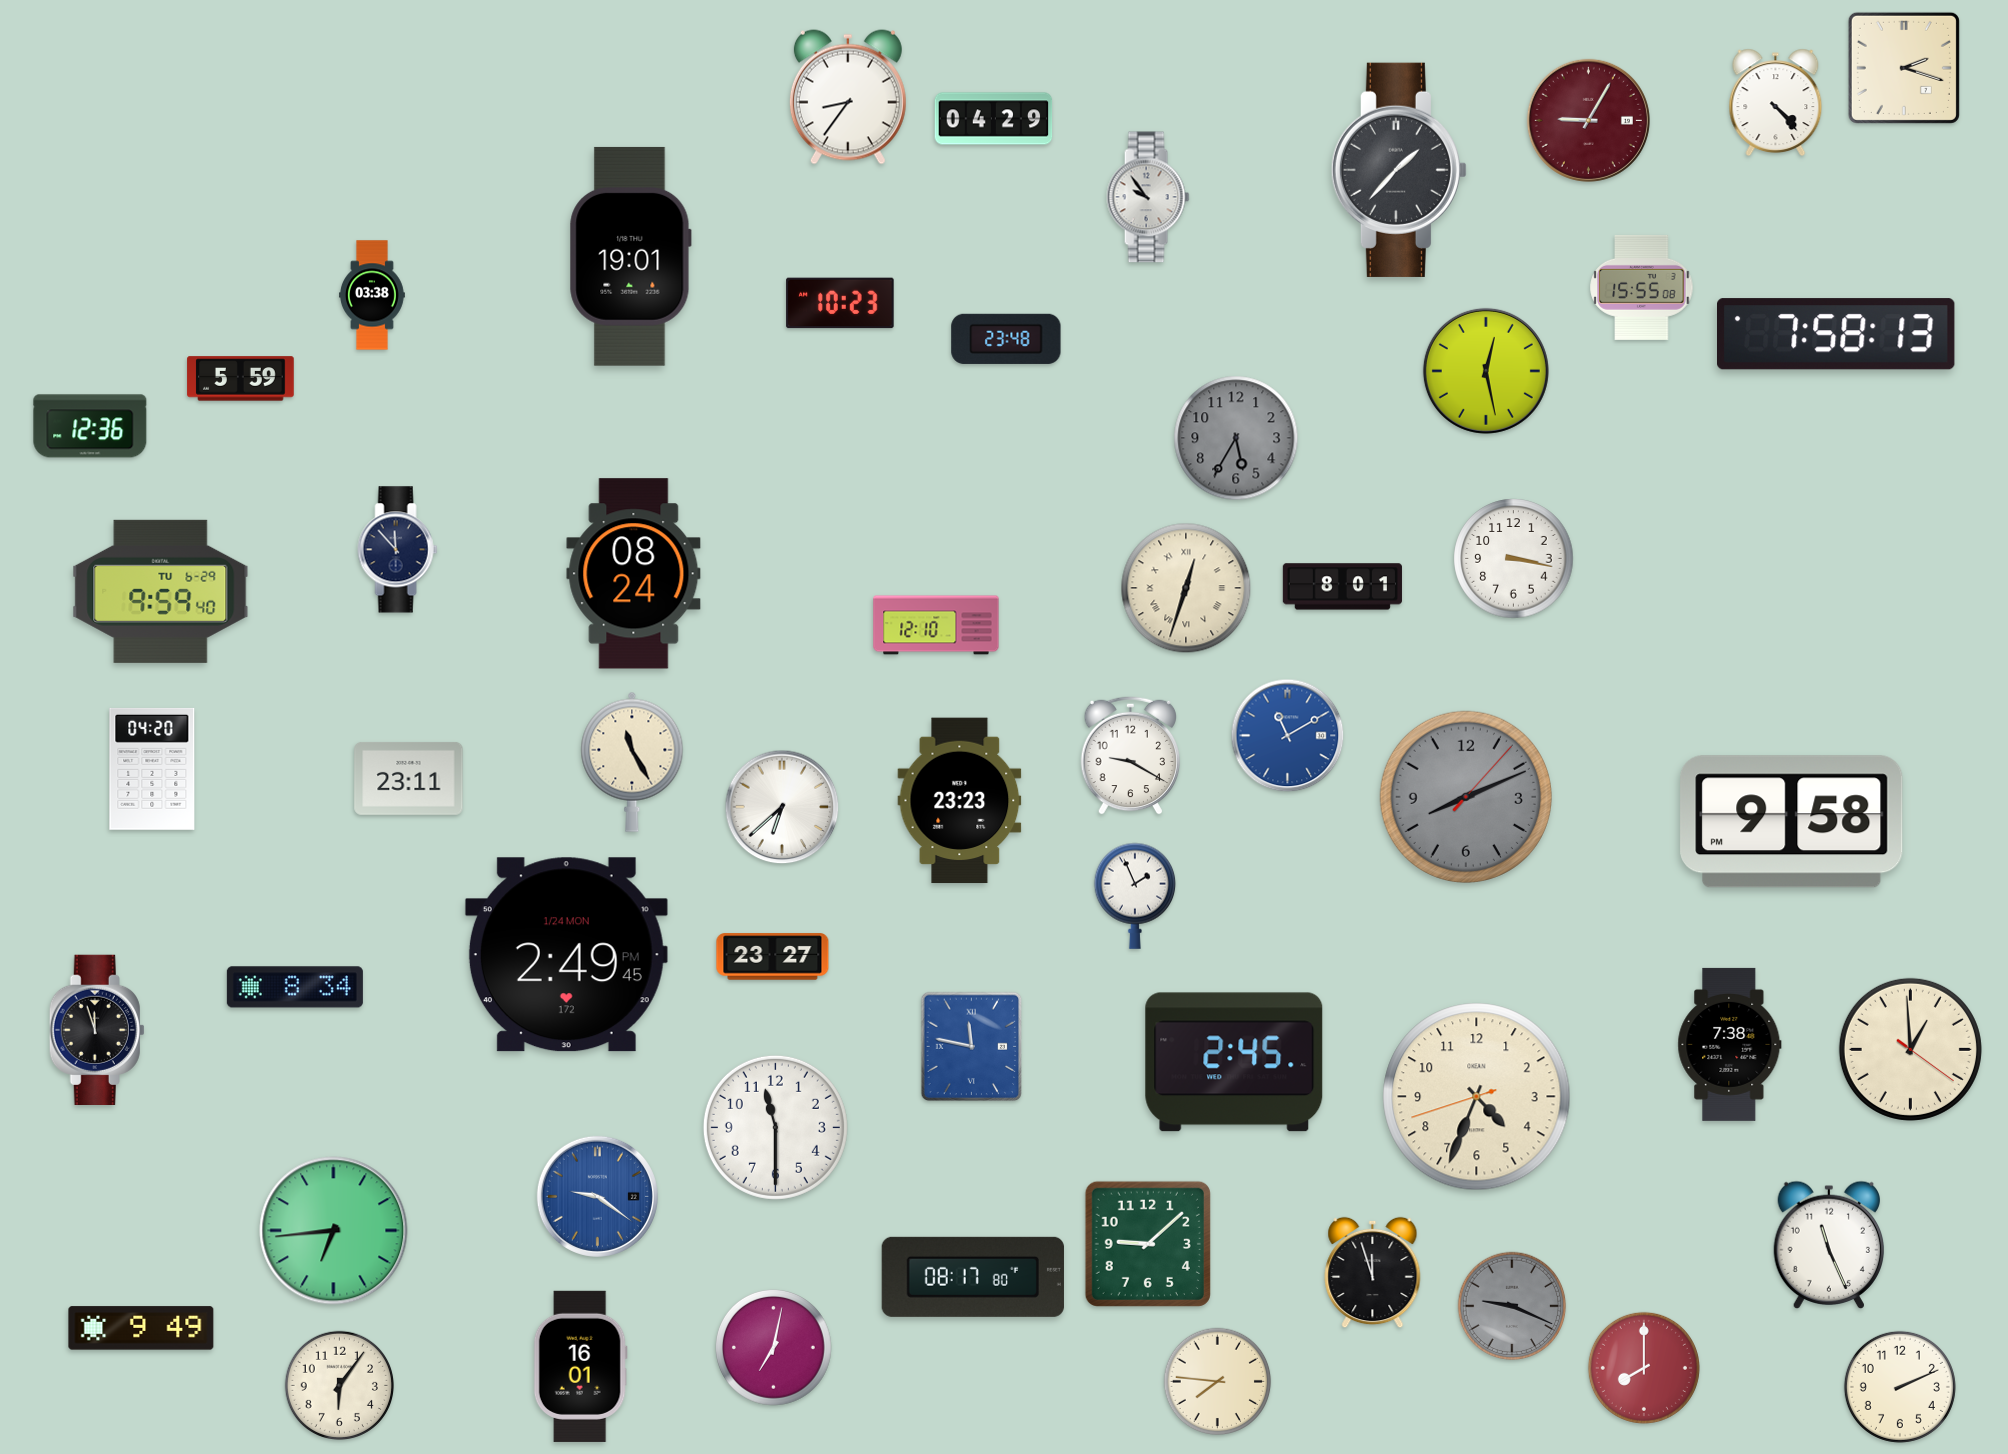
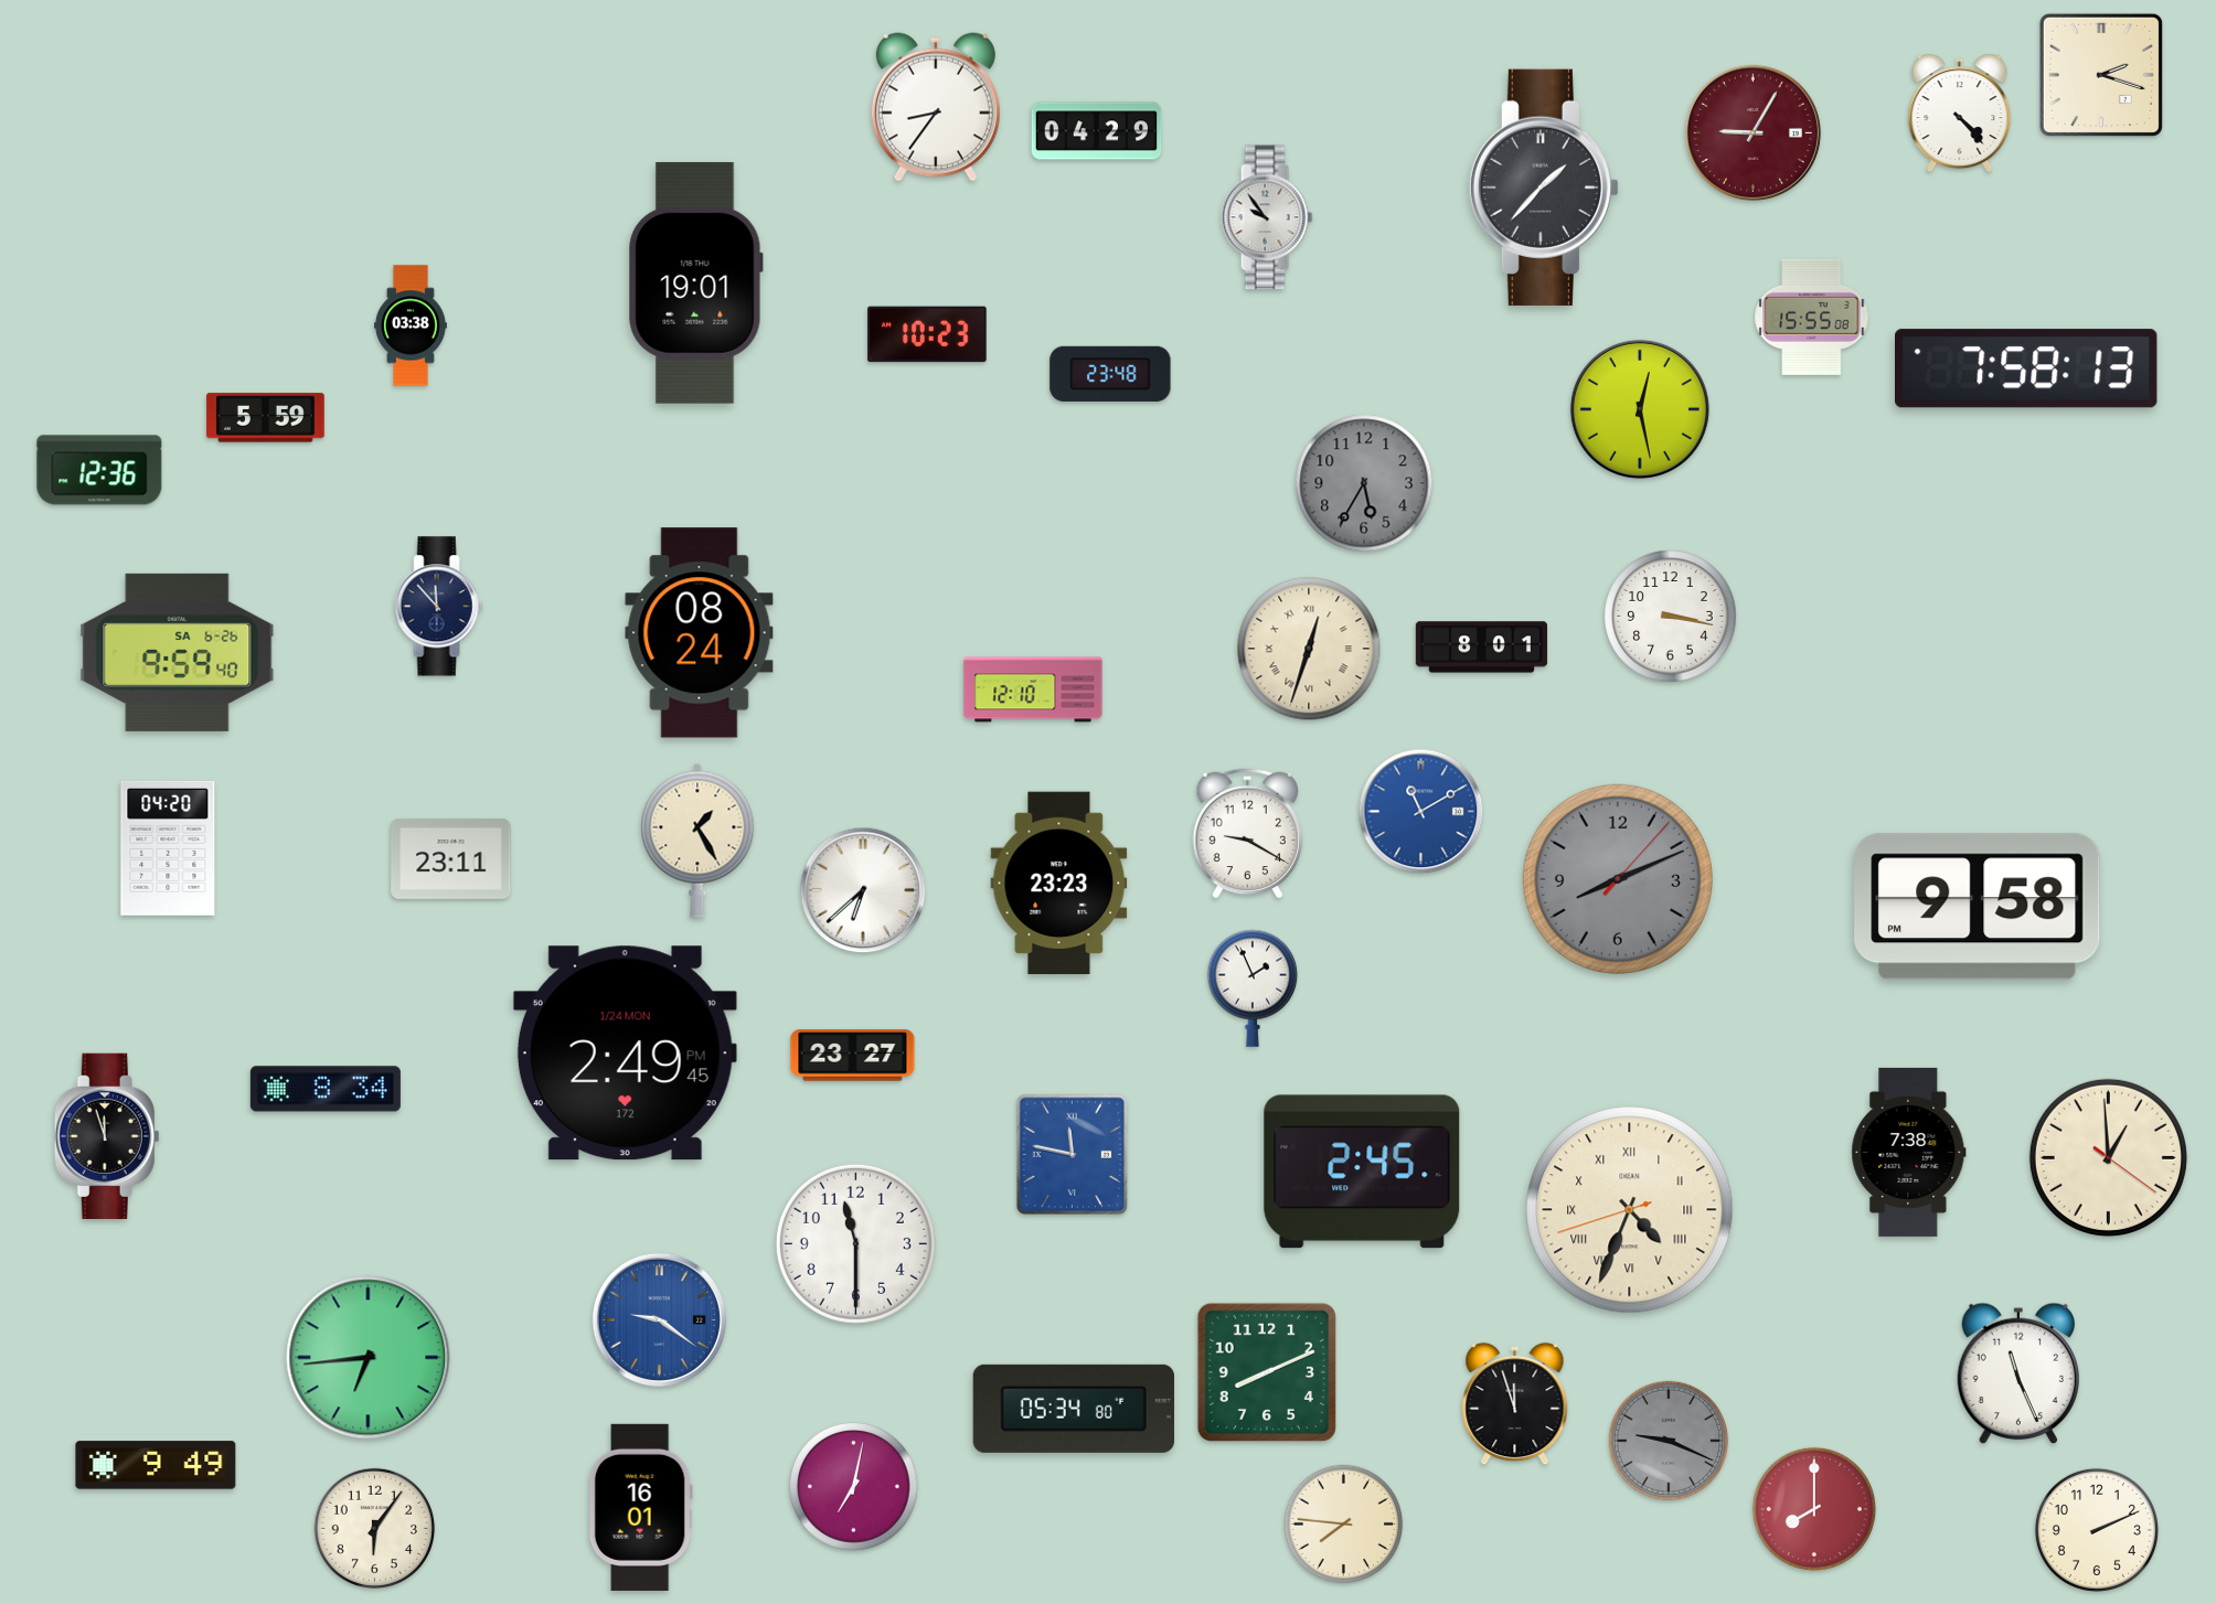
clock at (161, 591) date: TU 6-29 -> SA 6-26
clock at (632, 762): 11:25 -> 1:25
clock at (1477, 1097) numerals: Arabic -> Roman
clock at (1148, 1244): 9:08 -> 8:11
clock at (973, 1277): 08:17 -> 05:34
